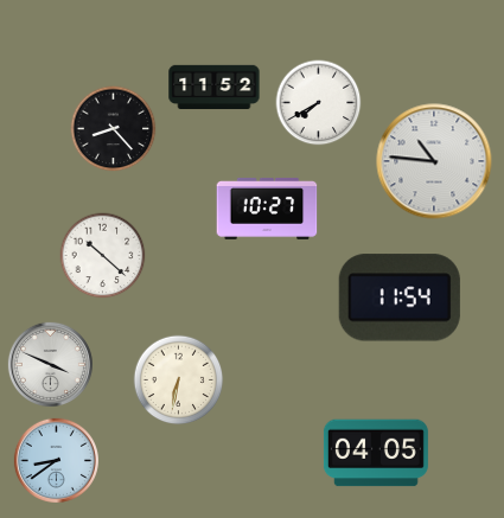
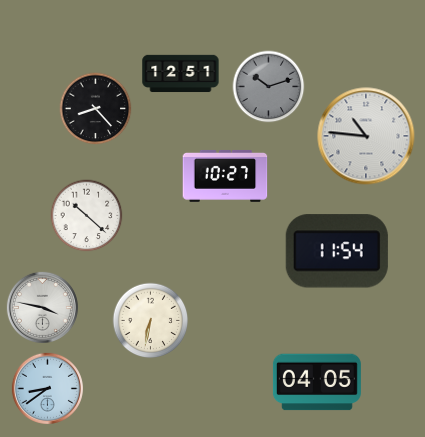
clock at (215, 88): 11:52 -> 12:51
clock at (319, 103): 7:40 -> 10:12
clock at (319, 103) dial: white -> grey
clock at (50, 364): 3:49 -> 3:47
